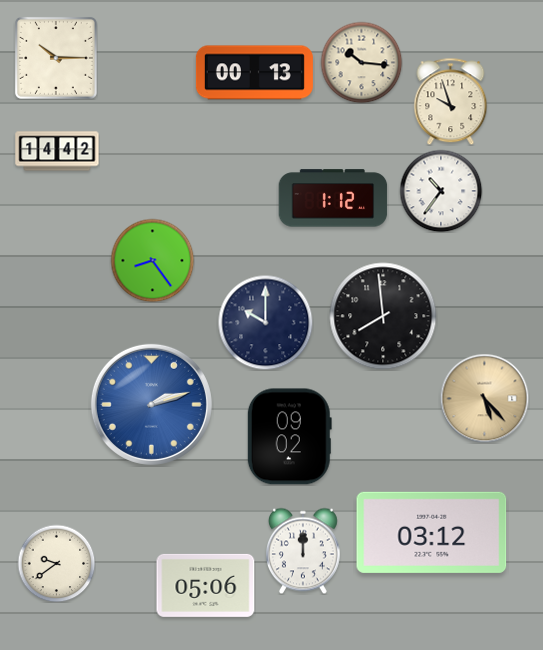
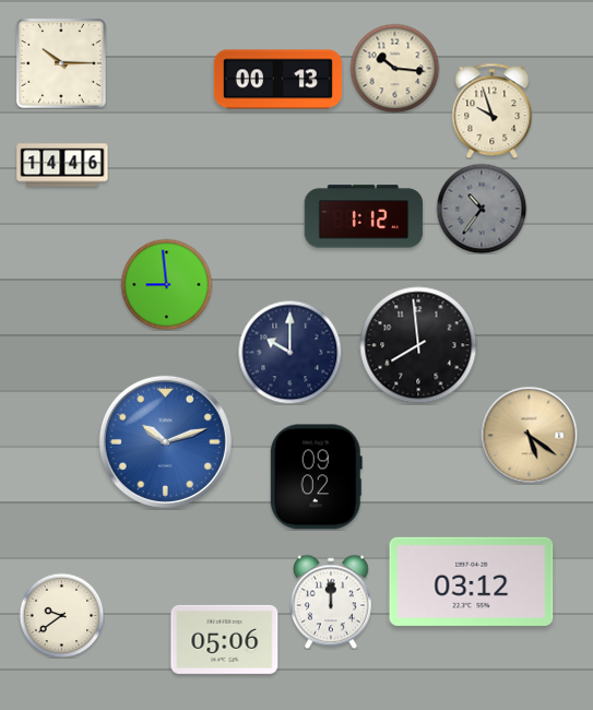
clock at (57, 151): 14:42 -> 14:46
clock at (441, 191) dial: white -> grey
clock at (152, 260): 8:24 -> 8:59
clock at (484, 398): 5:23 -> 5:21
clock at (151, 404): 2:12 -> 10:12
